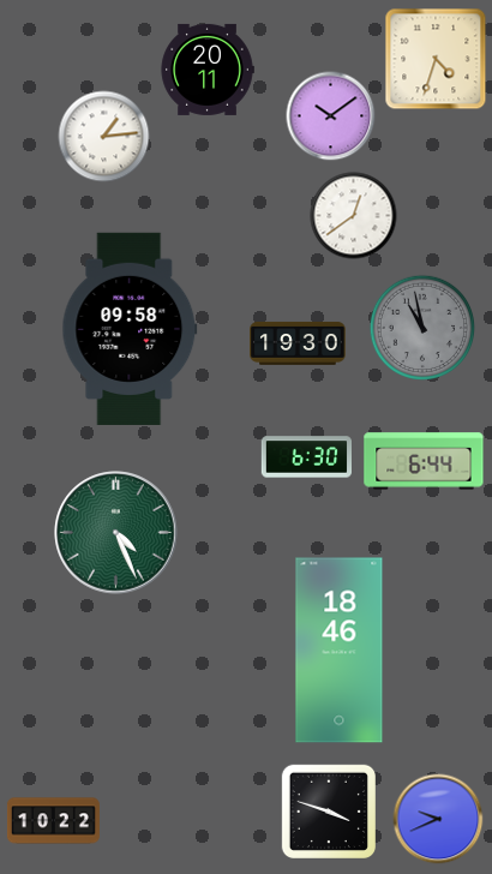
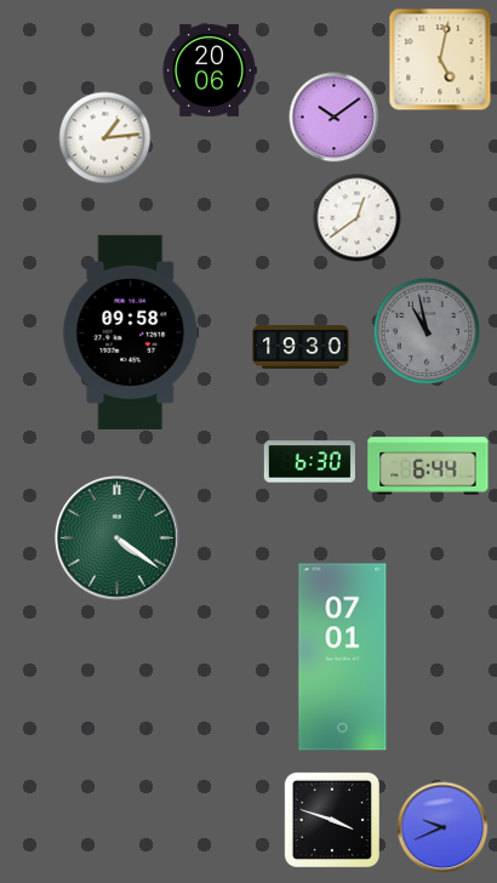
clock at (436, 59): 4:33 -> 5:02
clock at (208, 70): 20:11 -> 20:06
clock at (116, 533): 4:26 -> 4:21
clock at (340, 651): 18:46 -> 07:01
clock at (53, 821): 10:22 -> none
